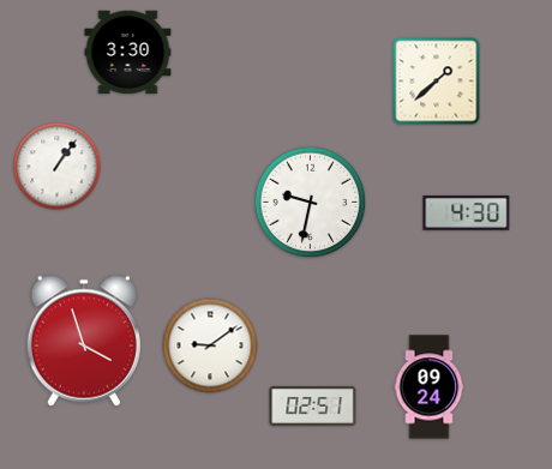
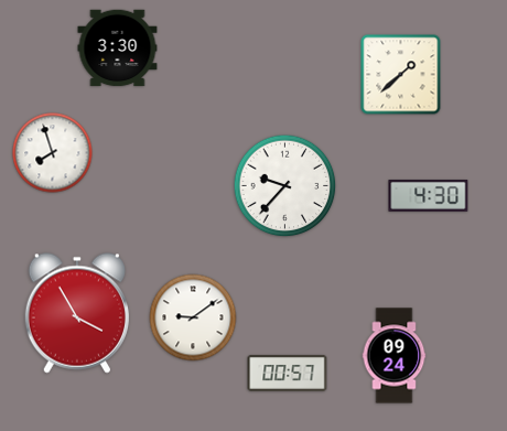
clock at (58, 167): 1:06 -> 7:57
clock at (311, 203): 9:32 -> 9:37
clock at (83, 341): 3:57 -> 3:55
clock at (313, 405): 02:51 -> 00:57
